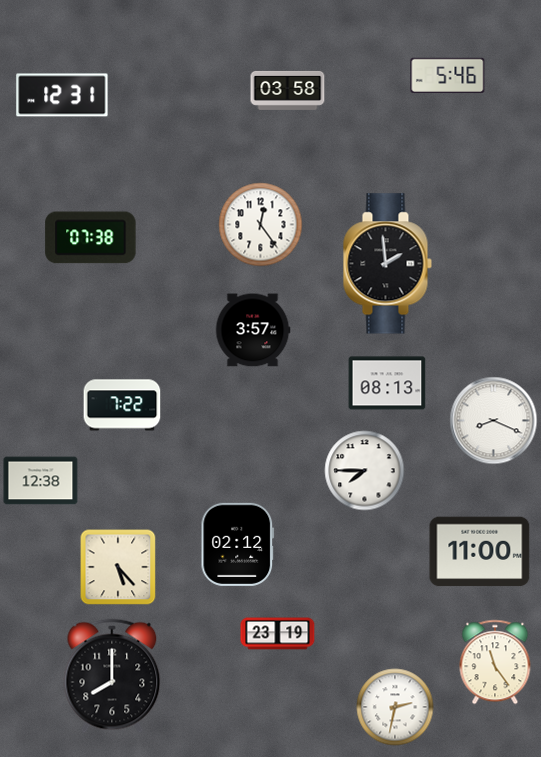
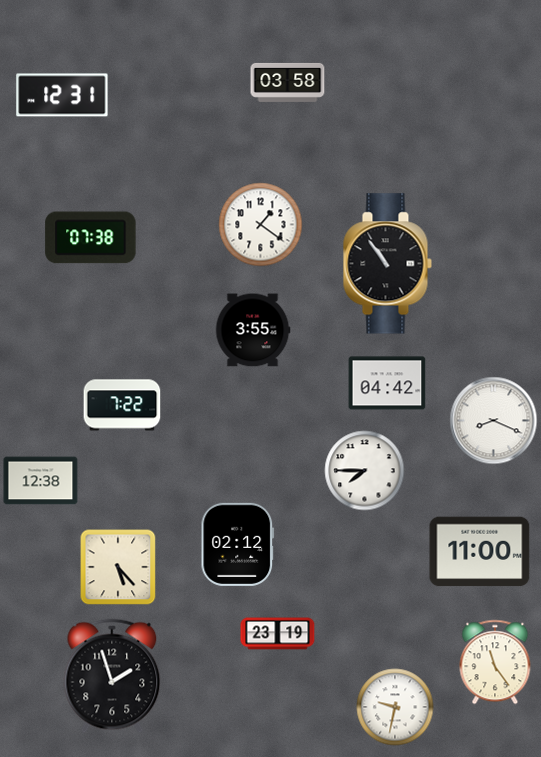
clock at (448, 75): 5:46 -> none
clock at (288, 90) position: (288, 90) -> (288, 82)
clock at (261, 225): 12:24 -> 1:21
clock at (387, 264): 1:59 -> 10:54
clock at (253, 330): 3:57 -> 3:55
clock at (387, 383): 08:13 -> 04:42
clock at (112, 676): 8:00 -> 1:57
clock at (395, 707): 2:32 -> 9:32
